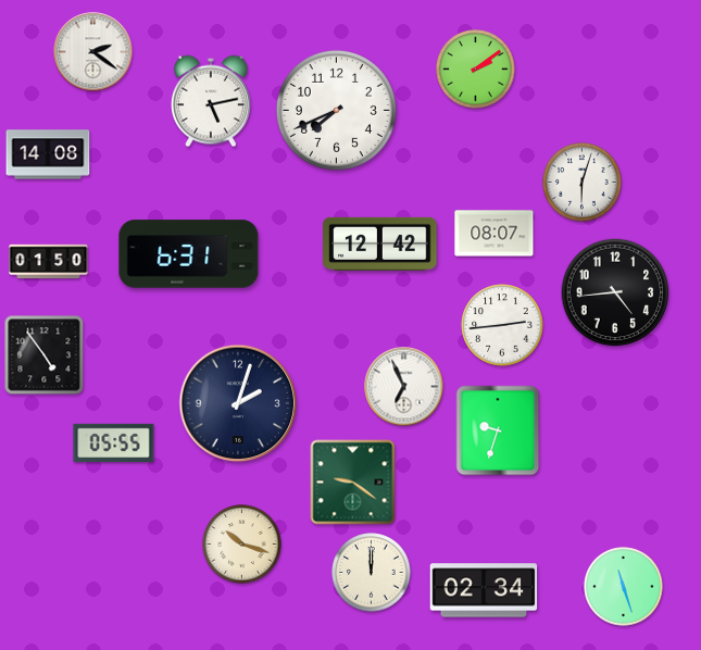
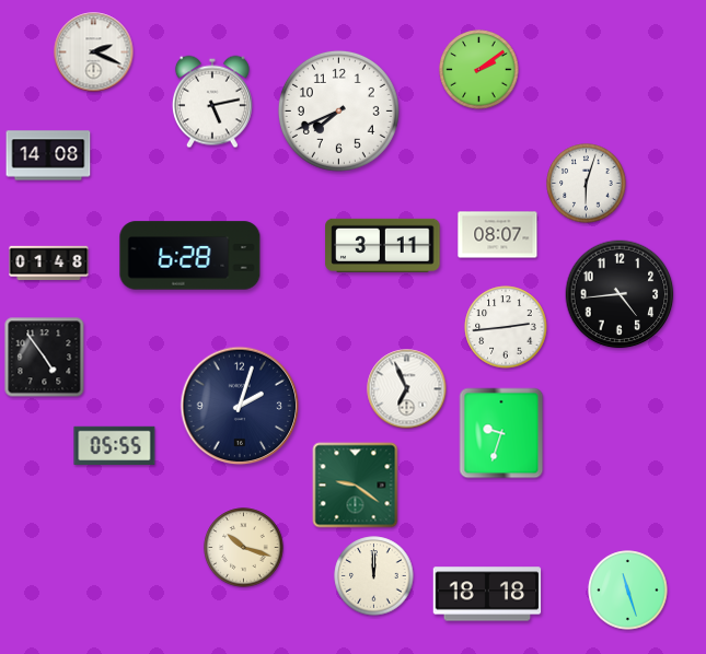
clock at (93, 52): 2:21 -> 2:19
clock at (380, 243): 12:42 -> 3:11
clock at (189, 254): 6:31 -> 6:28
clock at (49, 262): 01:50 -> 01:48
clock at (484, 590): 02:34 -> 18:18
